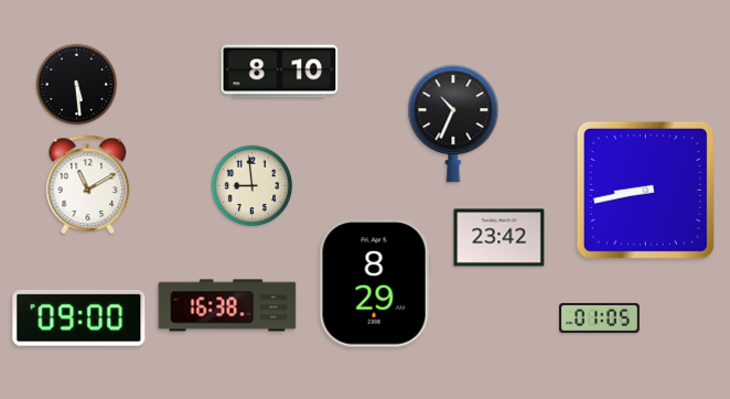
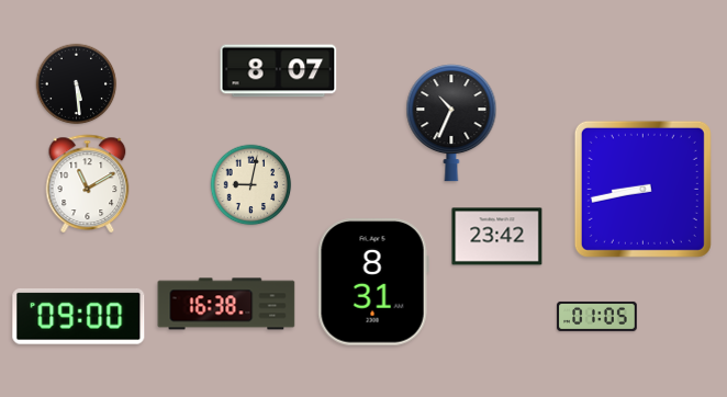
clock at (280, 72): 8:10 -> 8:07
clock at (253, 186): 8:59 -> 9:02
clock at (375, 283): 8:29 -> 8:31
